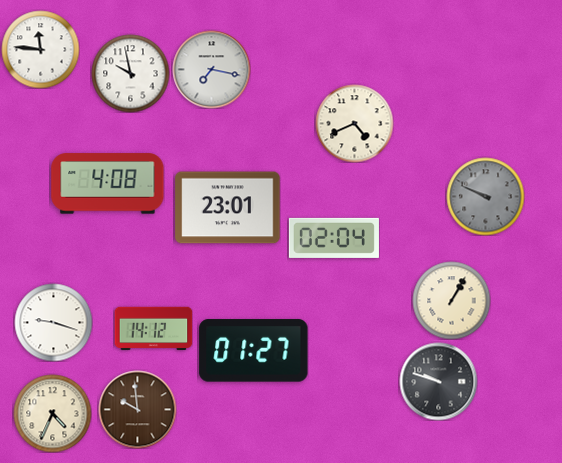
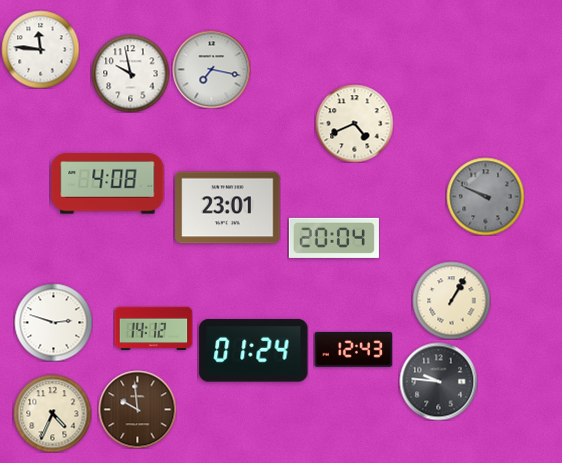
clock at (334, 238): 02:04 -> 20:04
clock at (53, 322): 9:18 -> 2:48
clock at (353, 349): none -> 12:43
clock at (254, 351): 01:27 -> 01:24
clock at (438, 381): 9:48 -> 9:46
